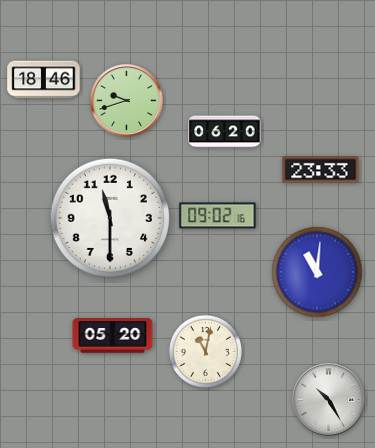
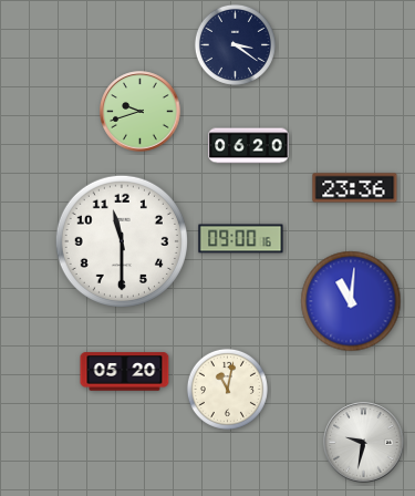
clock at (235, 44): none -> 3:21
clock at (44, 80): 18:46 -> none
clock at (321, 170): 23:33 -> 23:36
clock at (218, 216): 09:02 -> 09:00
clock at (329, 400): 10:25 -> 9:32
